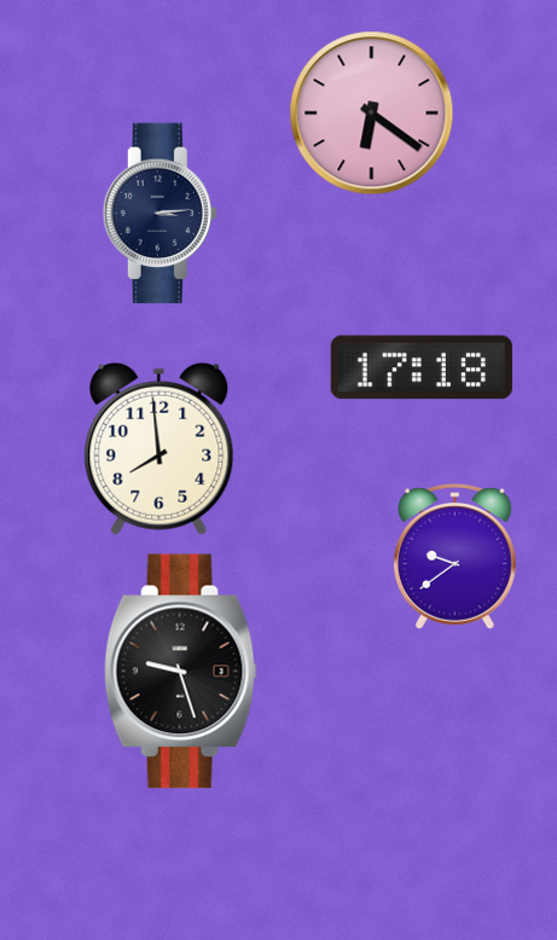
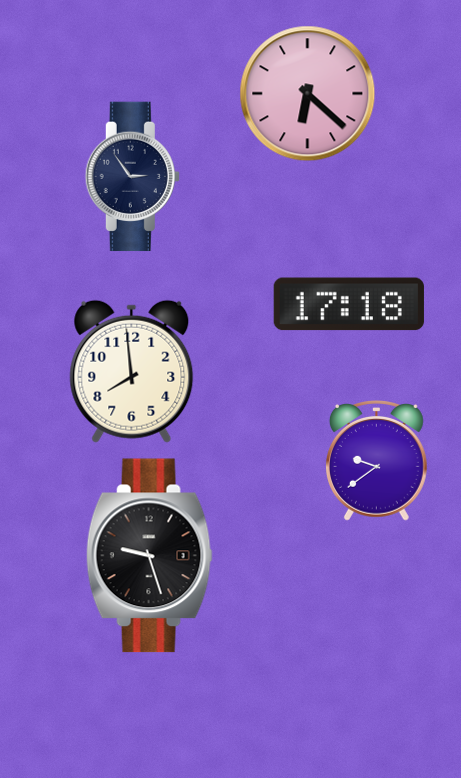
clock at (372, 114): 6:21 -> 6:22
clock at (159, 214): 3:14 -> 2:54
